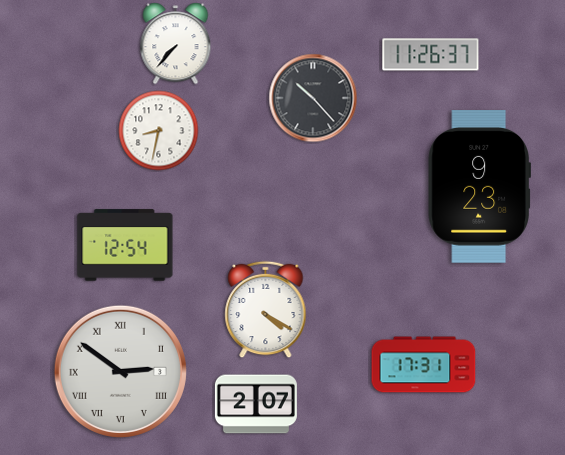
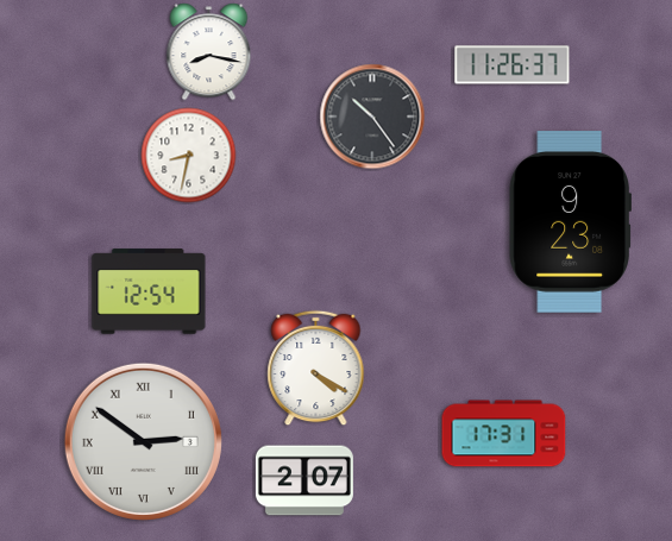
clock at (176, 44): 7:37 -> 8:17
clock at (313, 98): 10:23 -> 10:24
